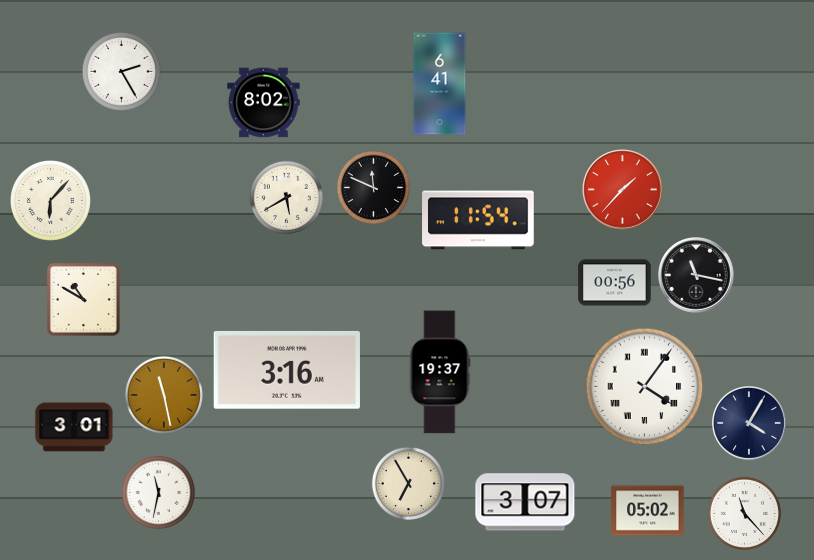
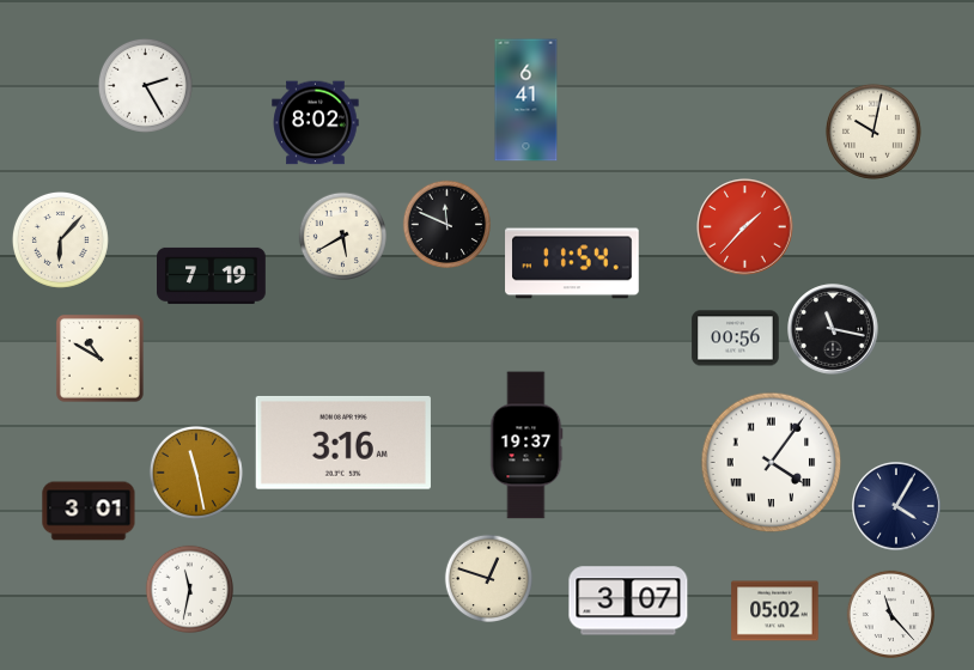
clock at (873, 132): none -> 10:02
clock at (212, 275): none -> 7:19
clock at (408, 483): 6:55 -> 12:48
